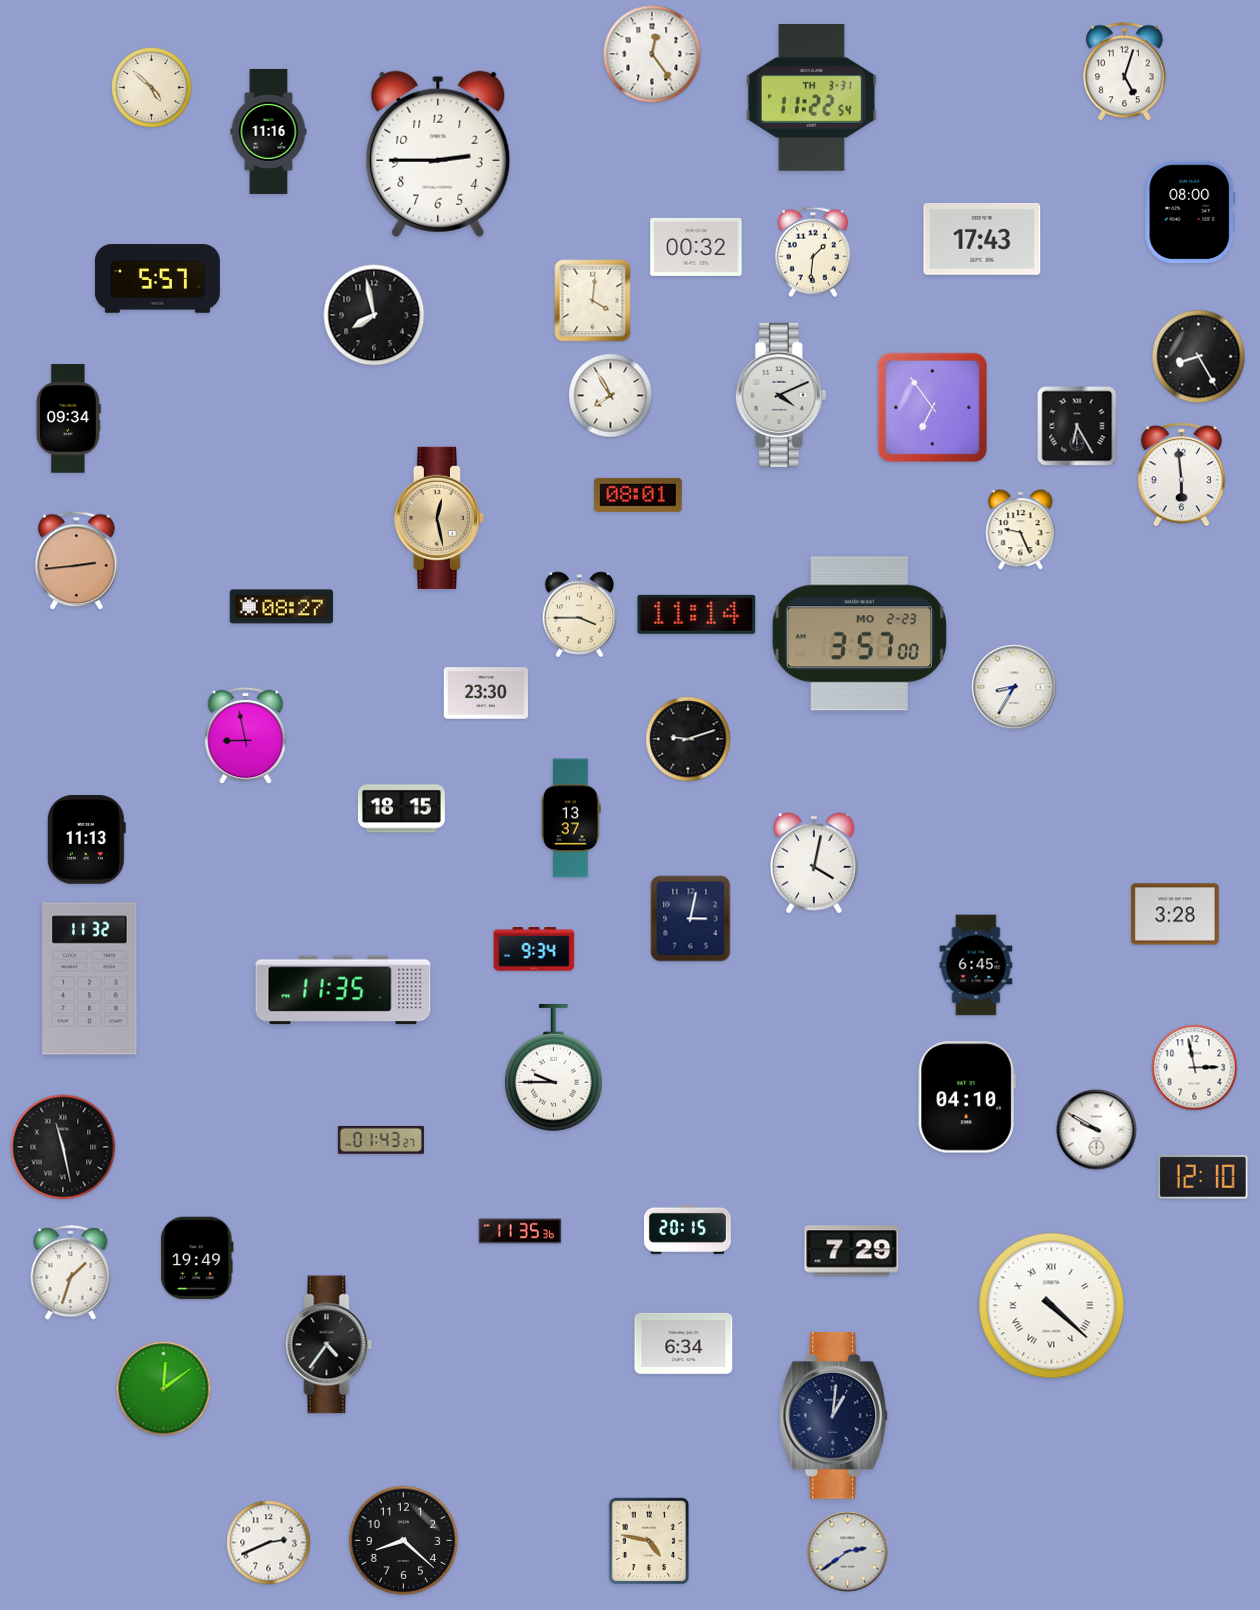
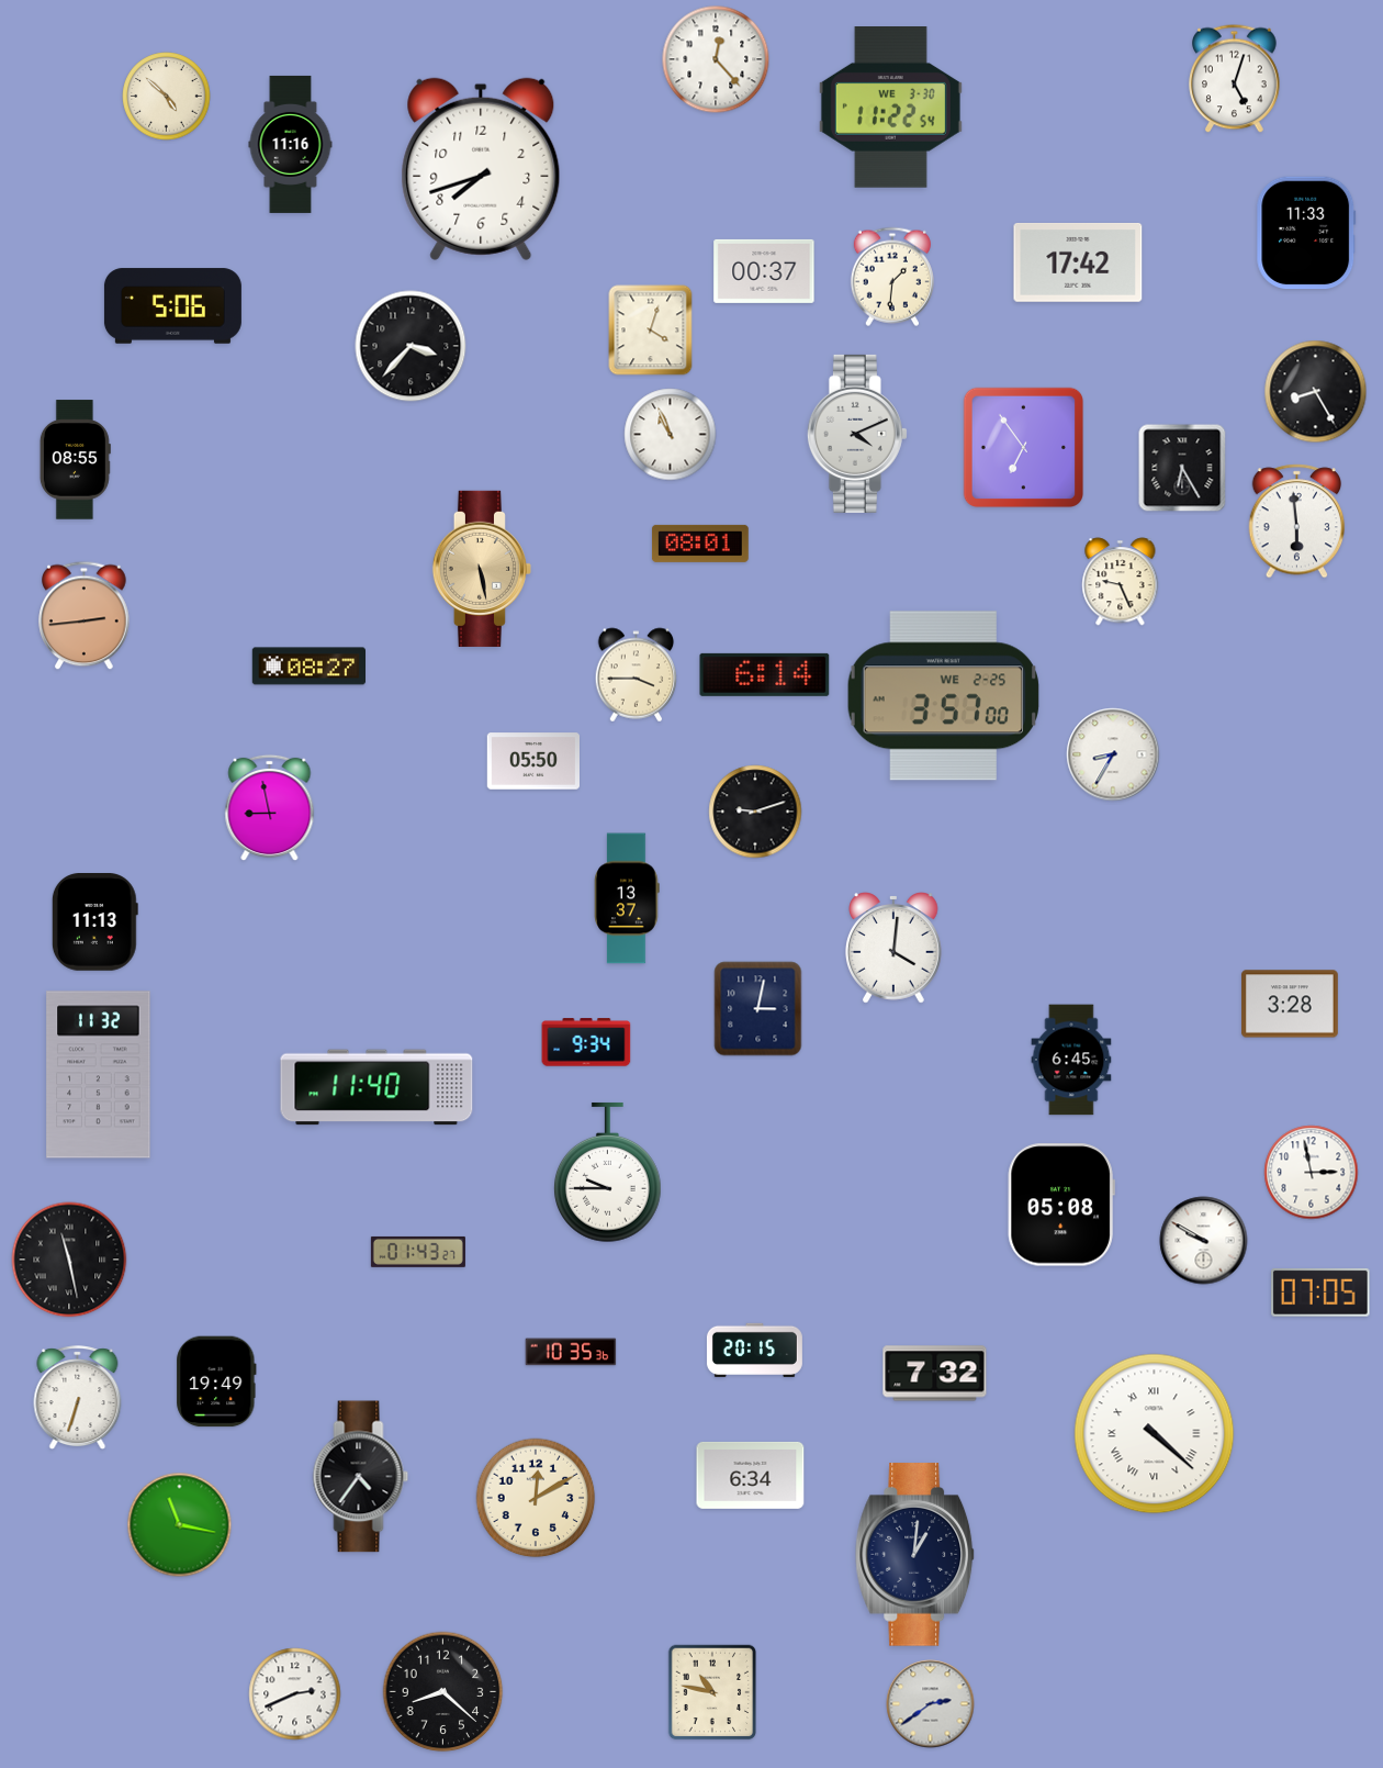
clock at (652, 54): 12:24 -> 12:23
clock at (811, 98) date: TH 3-31 -> WE 3-30
clock at (269, 131) position: (269, 131) -> (291, 144)
clock at (438, 154): 2:45 -> 7:42
clock at (1190, 212): 08:00 -> 11:33
clock at (982, 240): 17:43 -> 17:42
clock at (696, 247): 00:32 -> 00:37
clock at (157, 279): 5:57 -> 5:06
clock at (593, 301): 4:01 -> 4:03
clock at (374, 315): 7:58 -> 3:37
clock at (611, 396): 7:55 -> 10:56
clock at (68, 419): 09:34 -> 08:55
clock at (439, 518): 12:28 -> 5:28
clock at (697, 614): 11:14 -> 6:14
clock at (859, 634) date: MO 2-23 -> WE 2-25
clock at (485, 693): 23:30 -> 05:50
clock at (401, 809): 18:15 -> none
clock at (815, 863): 4:02 -> 4:01
clock at (343, 990): 11:35 -> 11:40
clock at (967, 1097): 04:10 -> 05:08
clock at (1203, 1177): 12:10 -> 07:05
clock at (520, 1231): 11:35 -> 10:35
clock at (852, 1251): 7:29 -> 7:32
clock at (71, 1272): 1:33 -> 6:33
clock at (536, 1498): none -> 12:10
clock at (164, 1389): 12:09 -> 11:17
clock at (649, 1541): 4:47 -> 10:47
